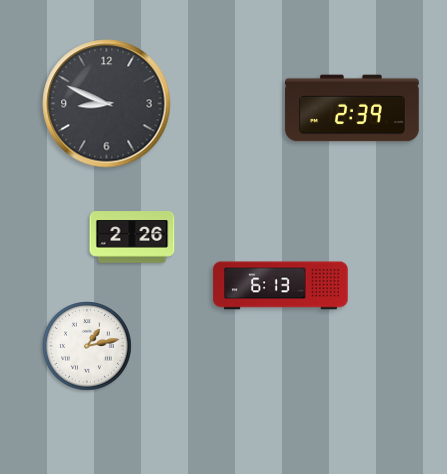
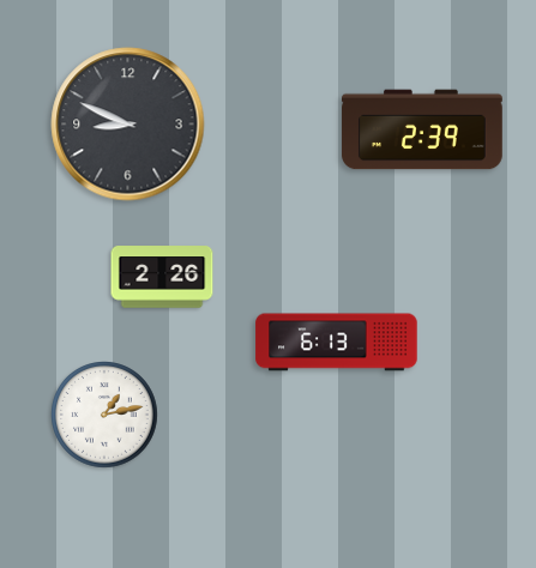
clock at (132, 237) position: (132, 237) -> (162, 277)
